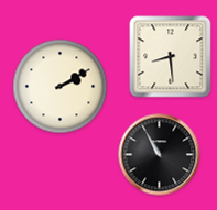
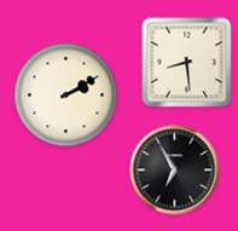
clock at (160, 155): 10:55 -> 6:55
